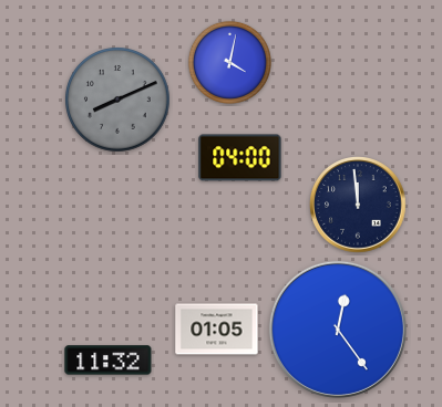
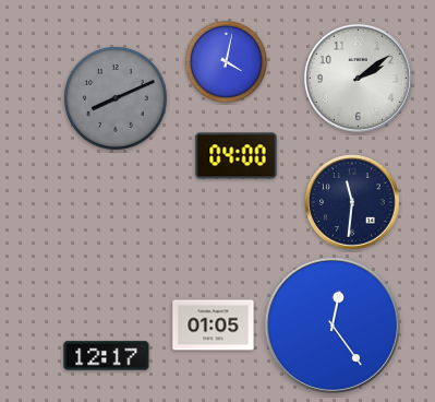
clock at (358, 78): none -> 2:09
clock at (359, 206): 11:59 -> 11:31
clock at (109, 361): 11:32 -> 12:17
